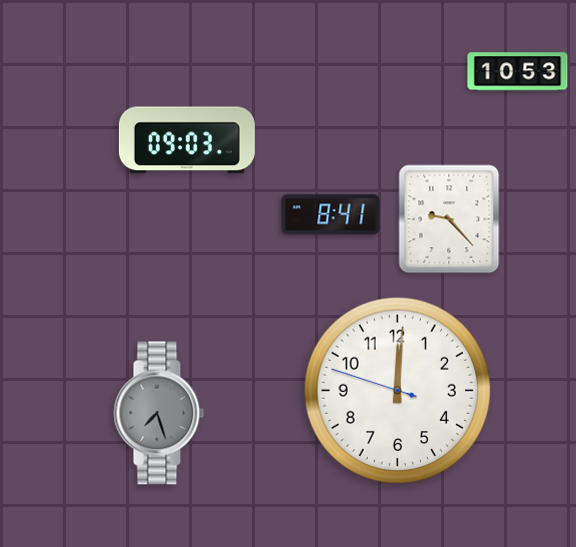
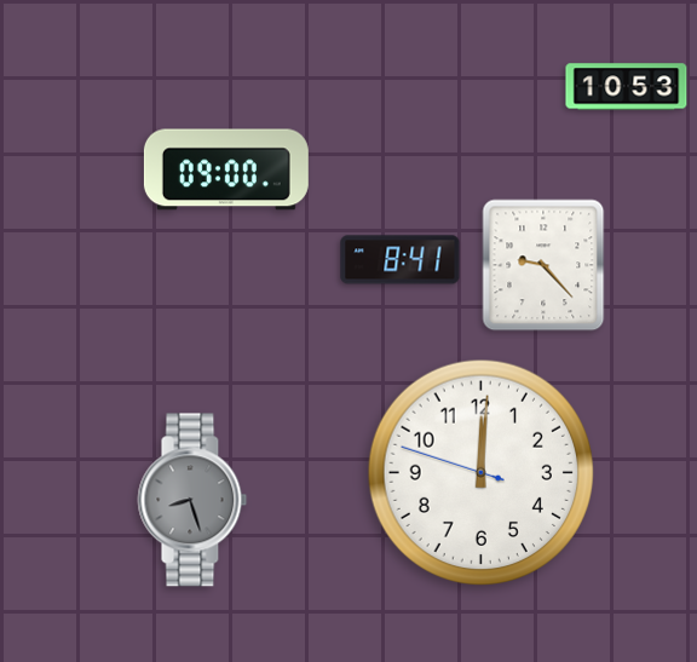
clock at (187, 140): 09:03 -> 09:00
clock at (159, 413): 7:27 -> 8:27
